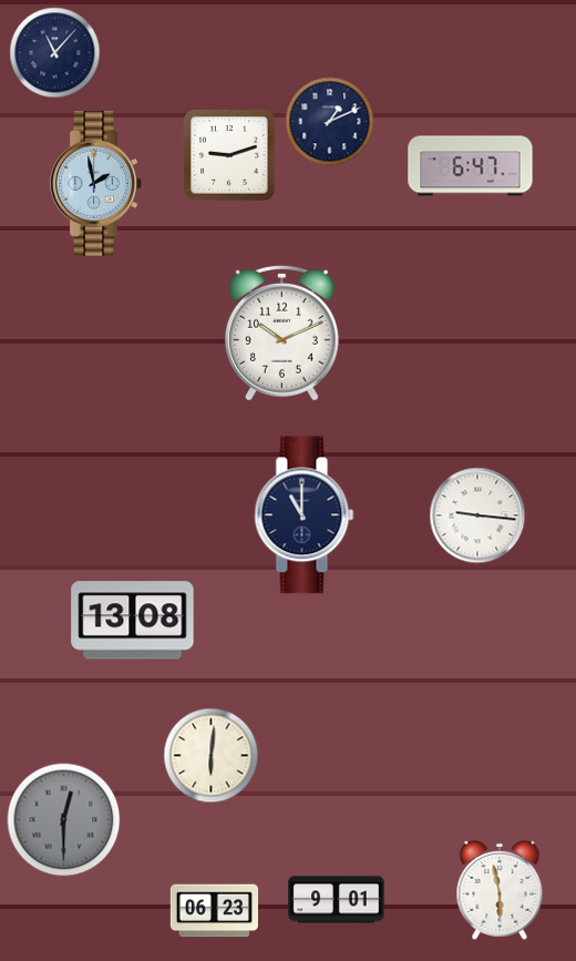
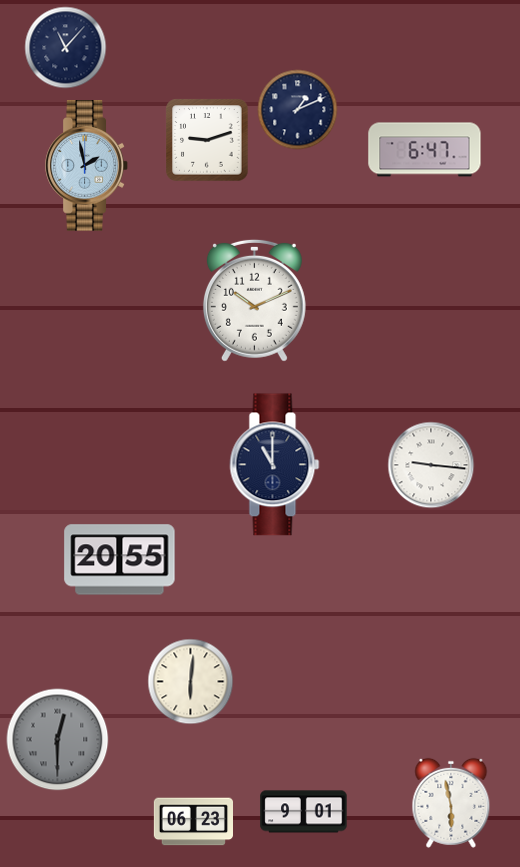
clock at (55, 53) position: (55, 53) -> (66, 48)
clock at (133, 621): 13:08 -> 20:55
